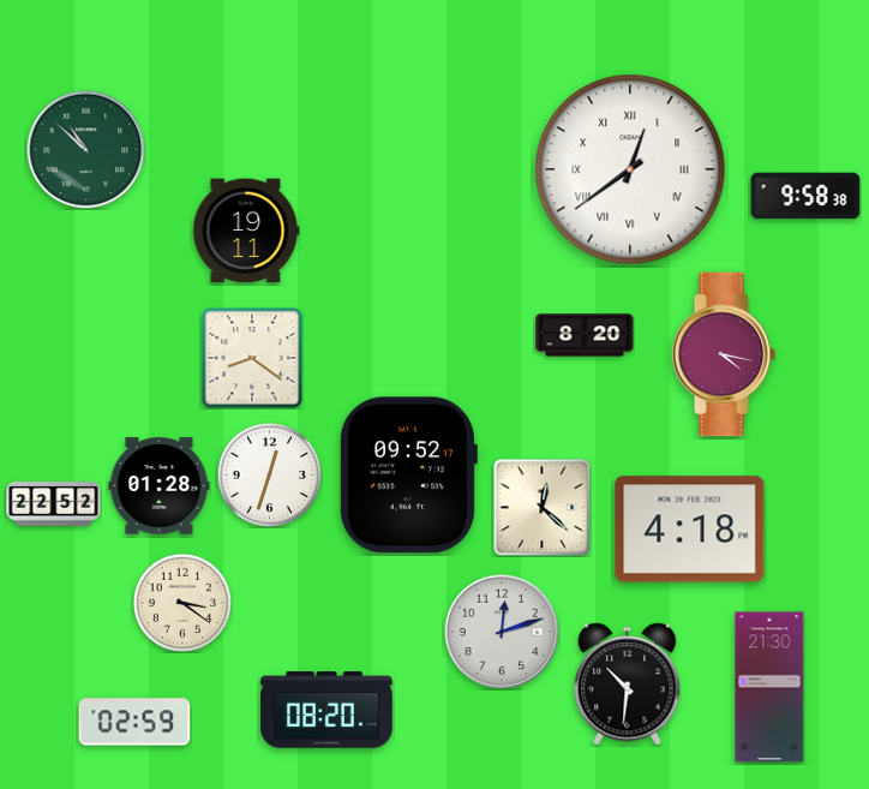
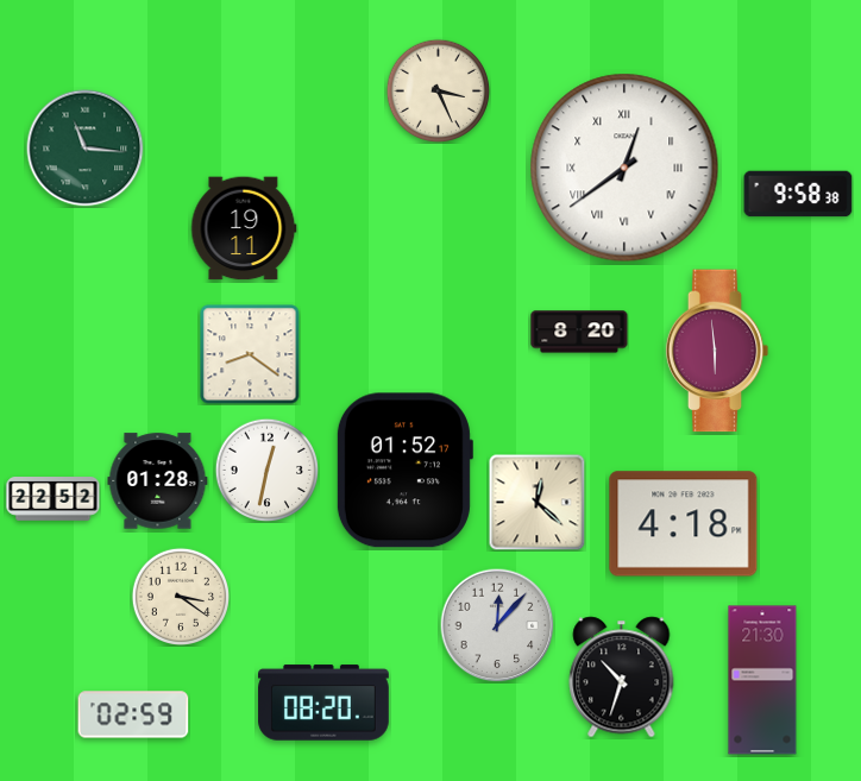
clock at (438, 90): none -> 3:26
clock at (86, 150): 10:52 -> 11:16
clock at (724, 354): 4:17 -> 5:59
clock at (269, 474): 12:33 -> 12:32
clock at (408, 476): 09:52 -> 01:52
clock at (502, 632): 12:12 -> 12:07
clock at (628, 685): 10:31 -> 10:33
